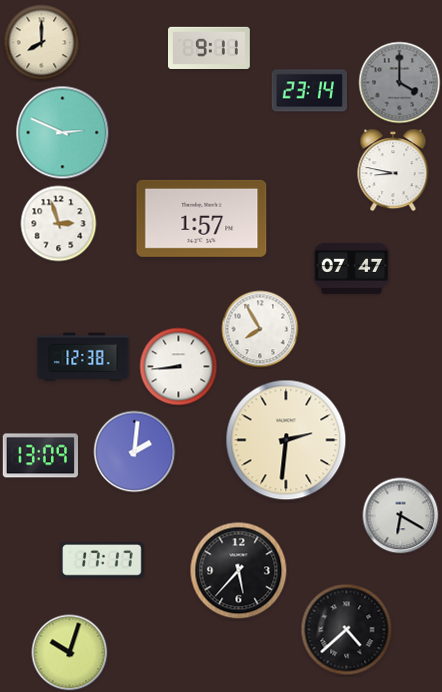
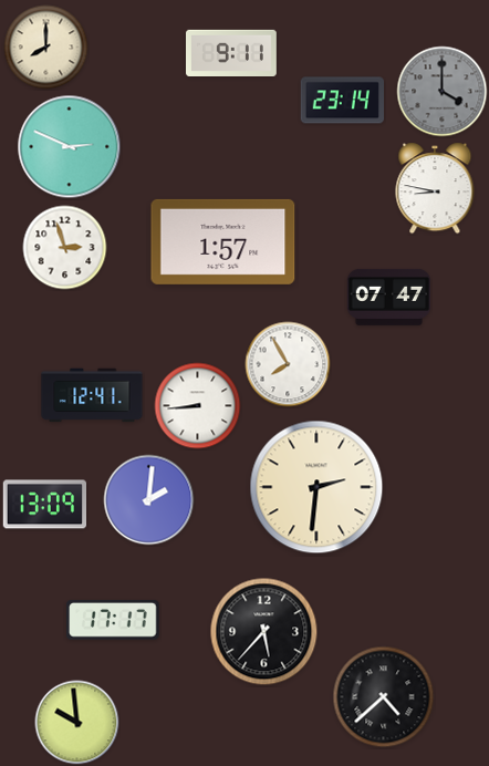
clock at (83, 357): 12:38 -> 12:41
clock at (401, 516): 6:20 -> none
clock at (70, 653): 10:03 -> 9:59
